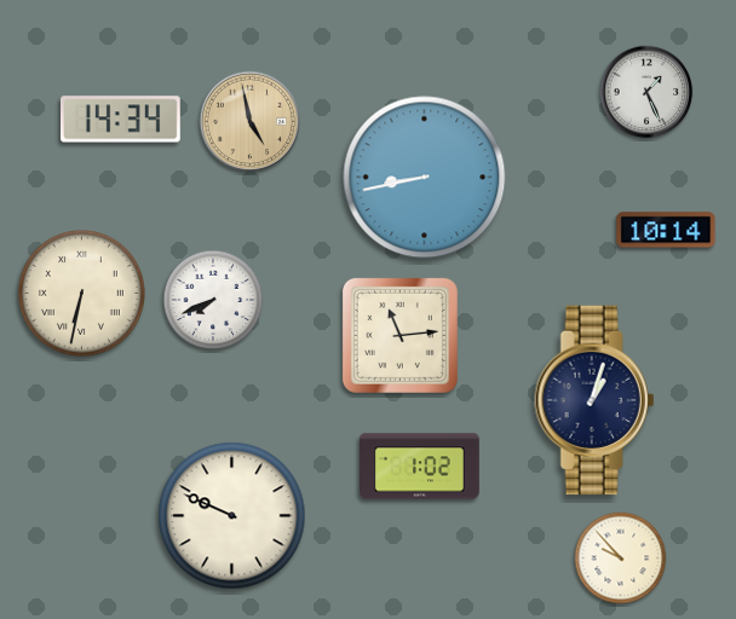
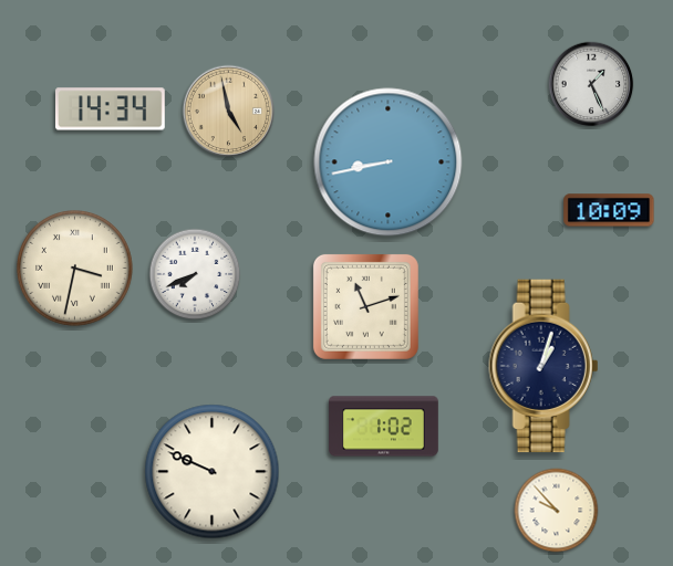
clock at (666, 230): 10:14 -> 10:09
clock at (82, 294): 6:32 -> 3:32
clock at (399, 335): 11:14 -> 11:12
clock at (621, 559) position: (621, 559) -> (557, 511)
